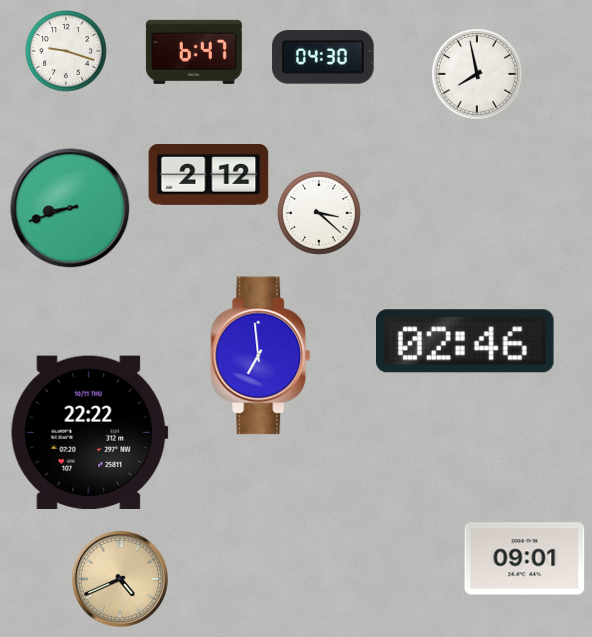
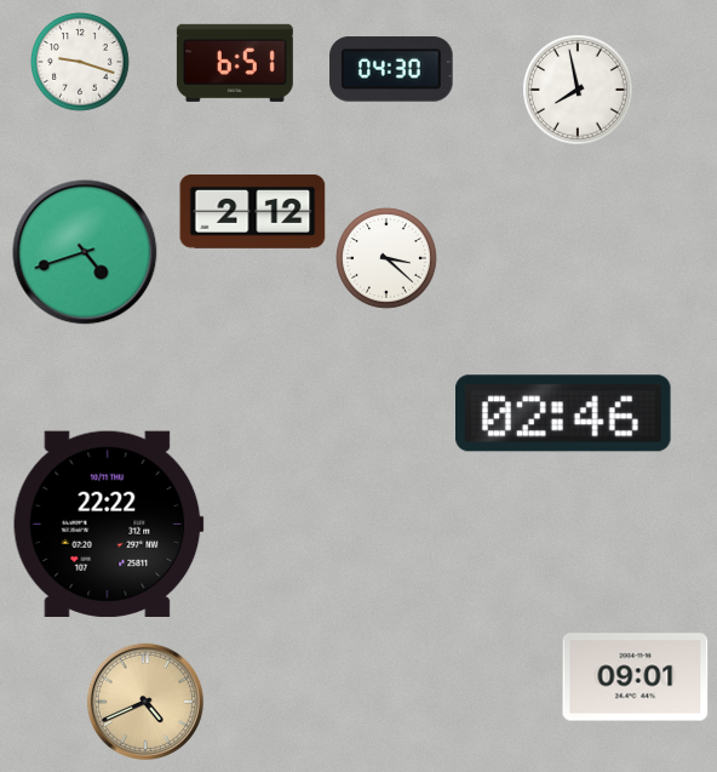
clock at (194, 52): 6:47 -> 6:51
clock at (70, 208): 8:42 -> 4:42
clock at (261, 356): 6:59 -> none
